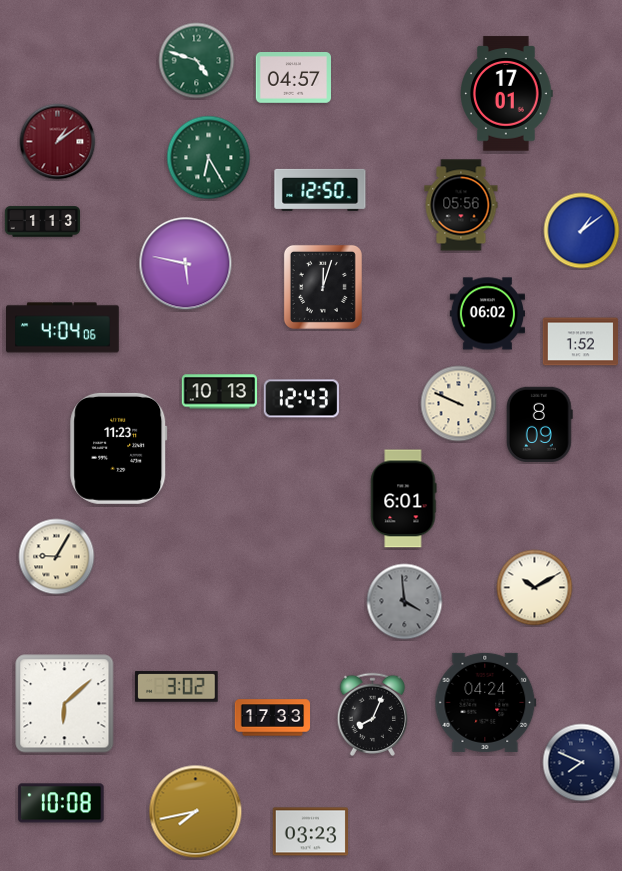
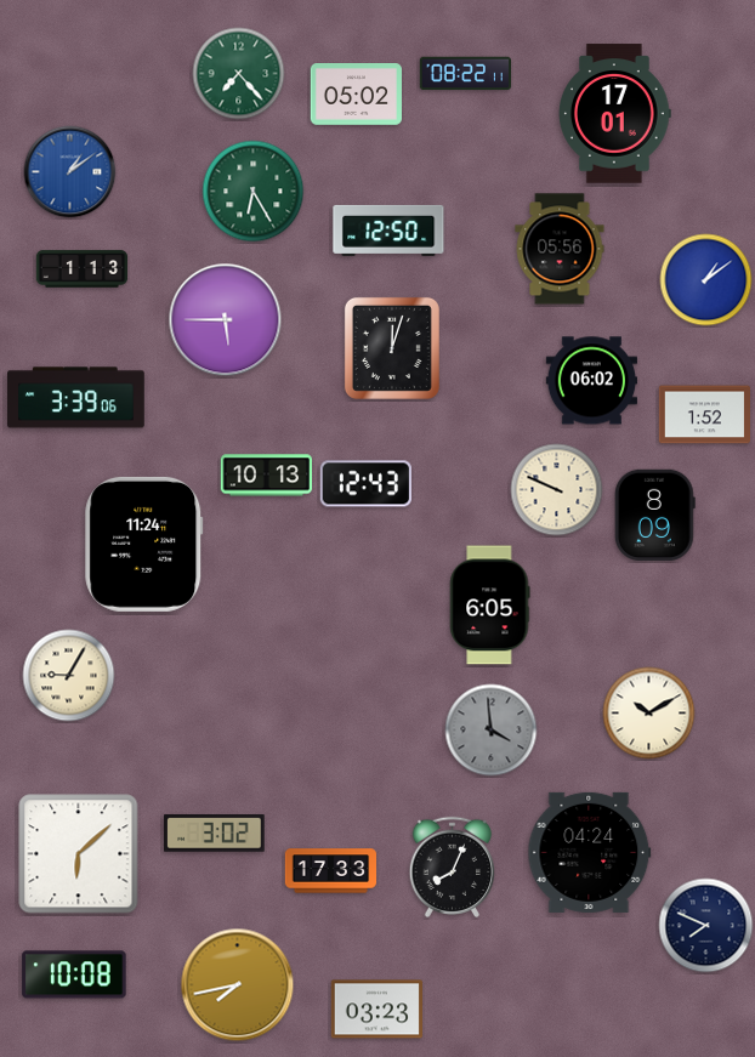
clock at (197, 61): 4:48 -> 7:23
clock at (465, 74): none -> 08:22
clock at (293, 78): 04:57 -> 05:02
clock at (58, 142) dial: burgundy -> blue
clock at (43, 222) position: (43, 222) -> (83, 269)
clock at (186, 264): 5:47 -> 5:45
clock at (63, 328): 4:04 -> 3:39
clock at (119, 448): 11:23 -> 11:24
clock at (403, 499): 6:01 -> 6:05
